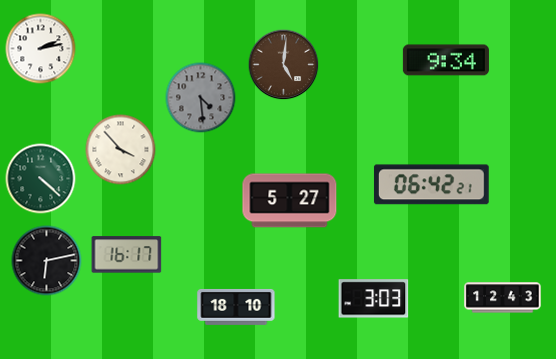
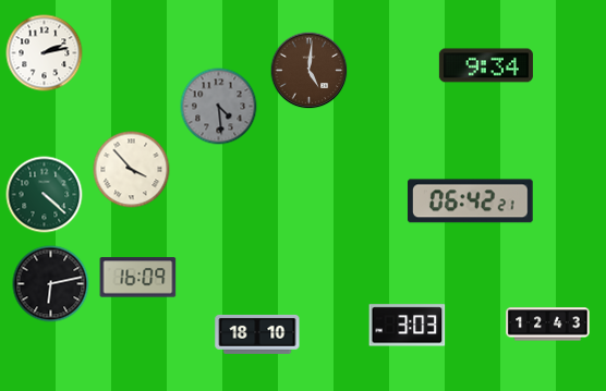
clock at (121, 150) position: (121, 150) -> (132, 170)
clock at (290, 201): 5:27 -> none
clock at (127, 255): 16:17 -> 16:09
